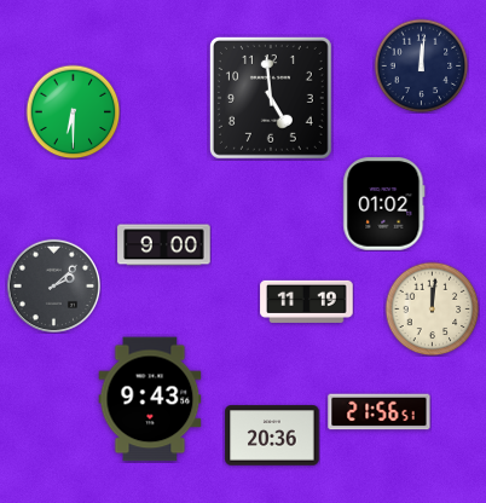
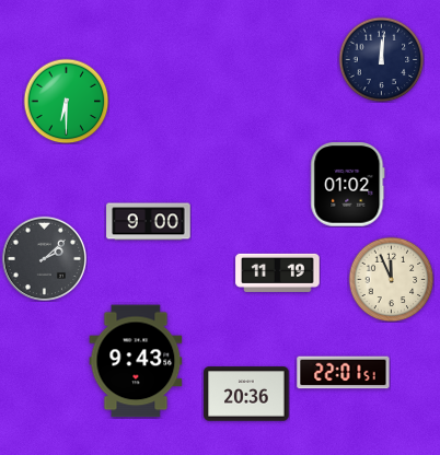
clock at (271, 98): 4:59 -> none
clock at (53, 285) position: (53, 285) -> (44, 258)
clock at (432, 308): 12:01 -> 11:56
clock at (380, 412): 21:56 -> 22:01
